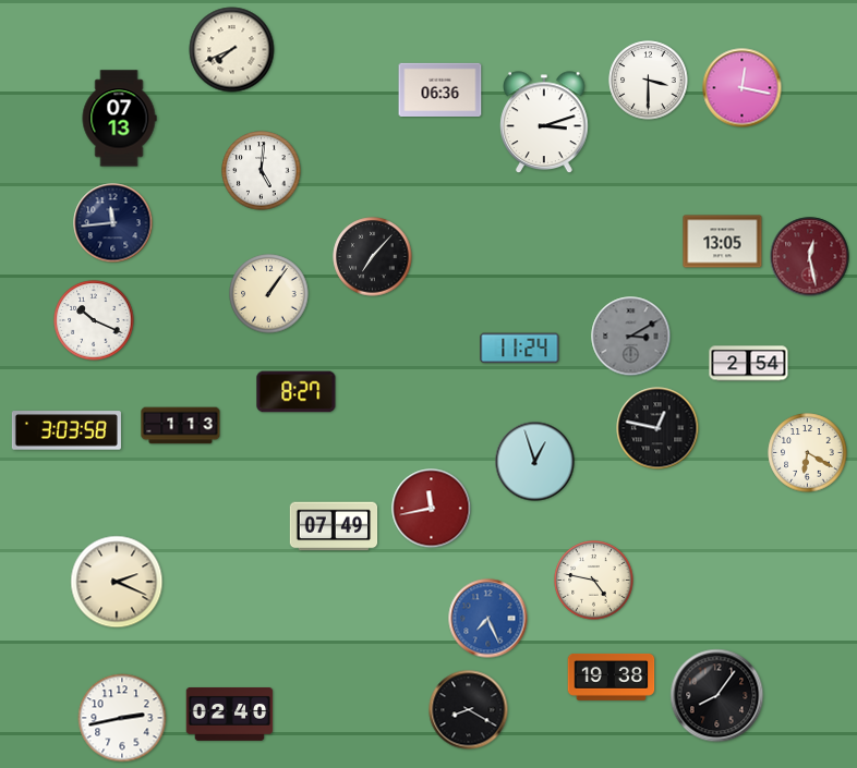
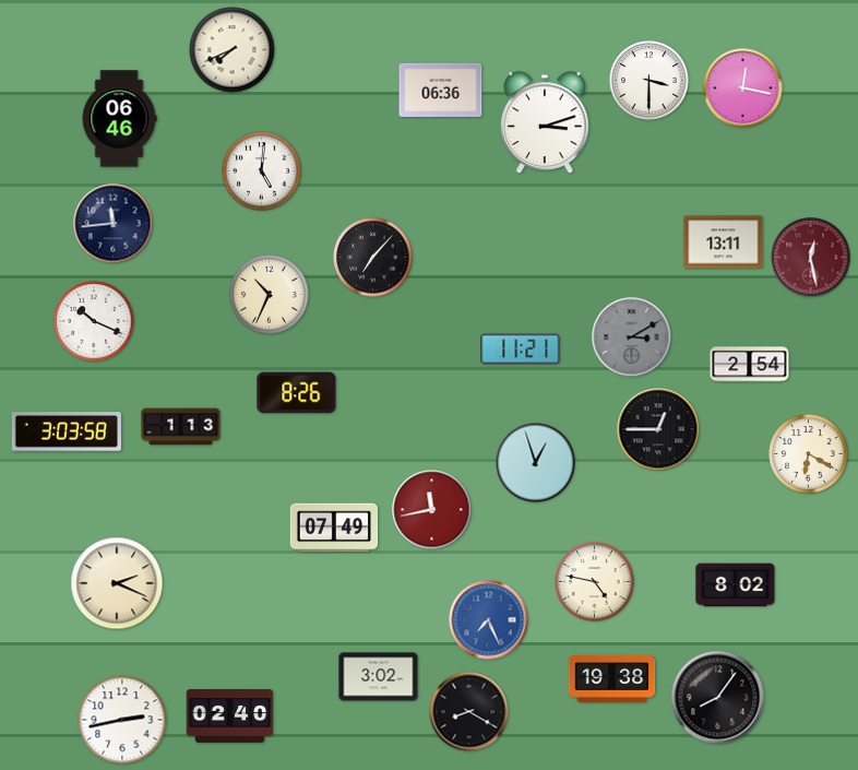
clock at (119, 119): 07:13 -> 06:46
clock at (723, 242): 13:05 -> 13:11
clock at (269, 294): 1:06 -> 10:34
clock at (520, 349): 11:24 -> 11:21
clock at (297, 392): 8:27 -> 8:26
clock at (657, 428): 12:47 -> 12:45
clock at (736, 585): none -> 8:02
clock at (379, 677): none -> 3:02
